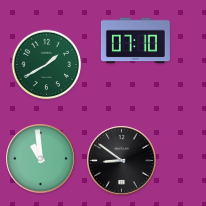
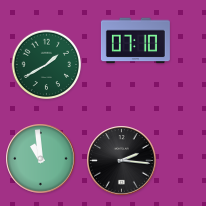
clock at (122, 161): 8:51 -> 2:16
